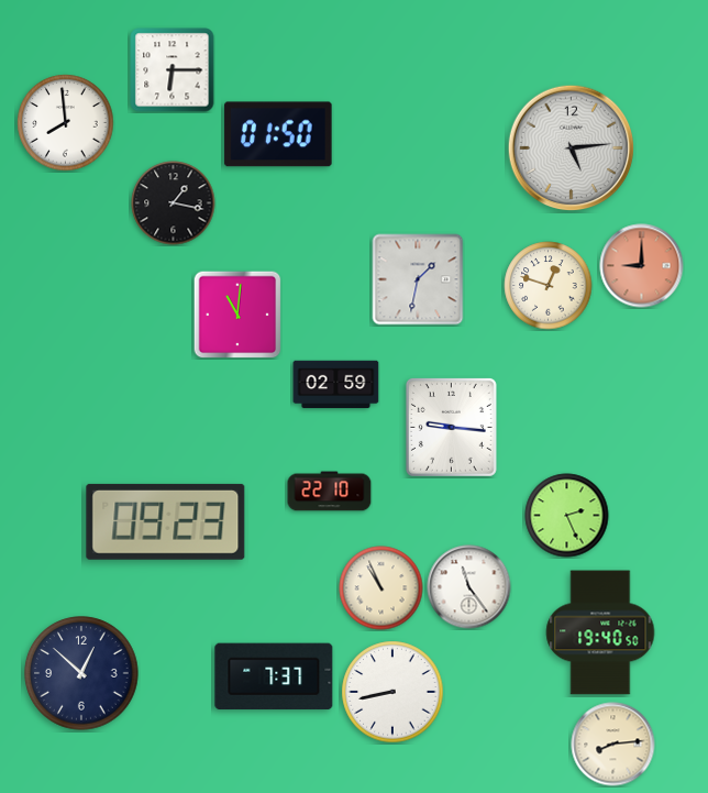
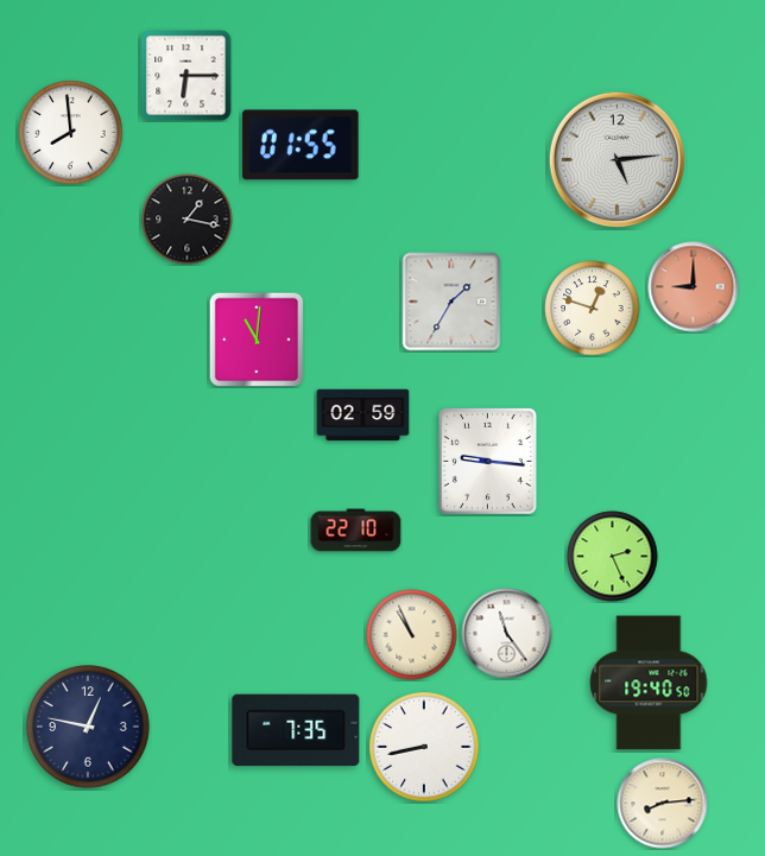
clock at (278, 134): 01:50 -> 01:55
clock at (418, 279): 1:32 -> 1:35
clock at (166, 521): 09:23 -> none
clock at (81, 673): 12:52 -> 12:47
clock at (274, 676): 7:37 -> 7:35
